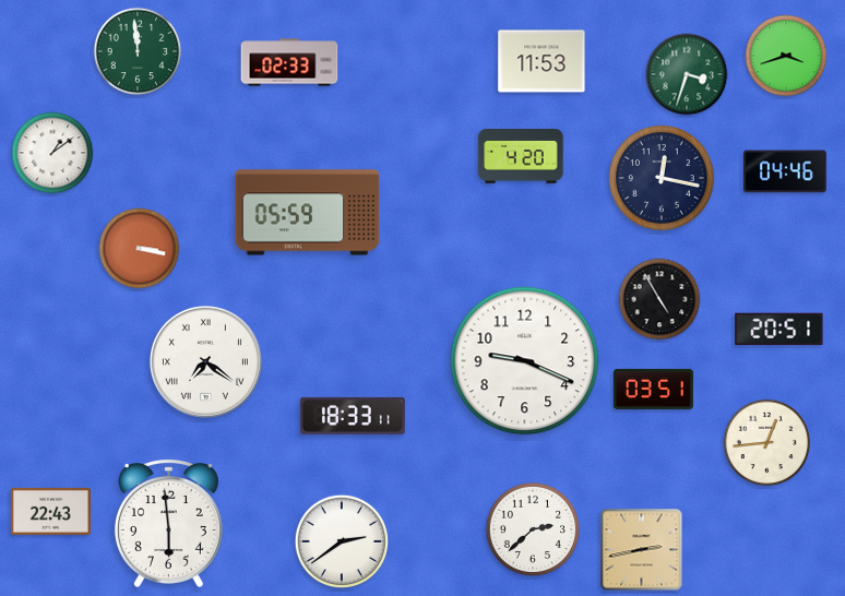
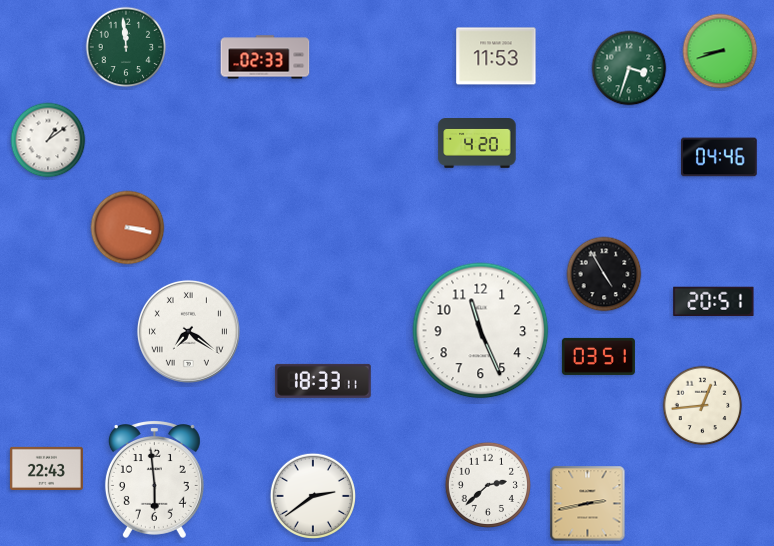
clock at (786, 56): 3:42 -> 8:42
clock at (663, 179): 12:17 -> none
clock at (308, 213): 05:59 -> none
clock at (525, 361): 9:19 -> 11:26
